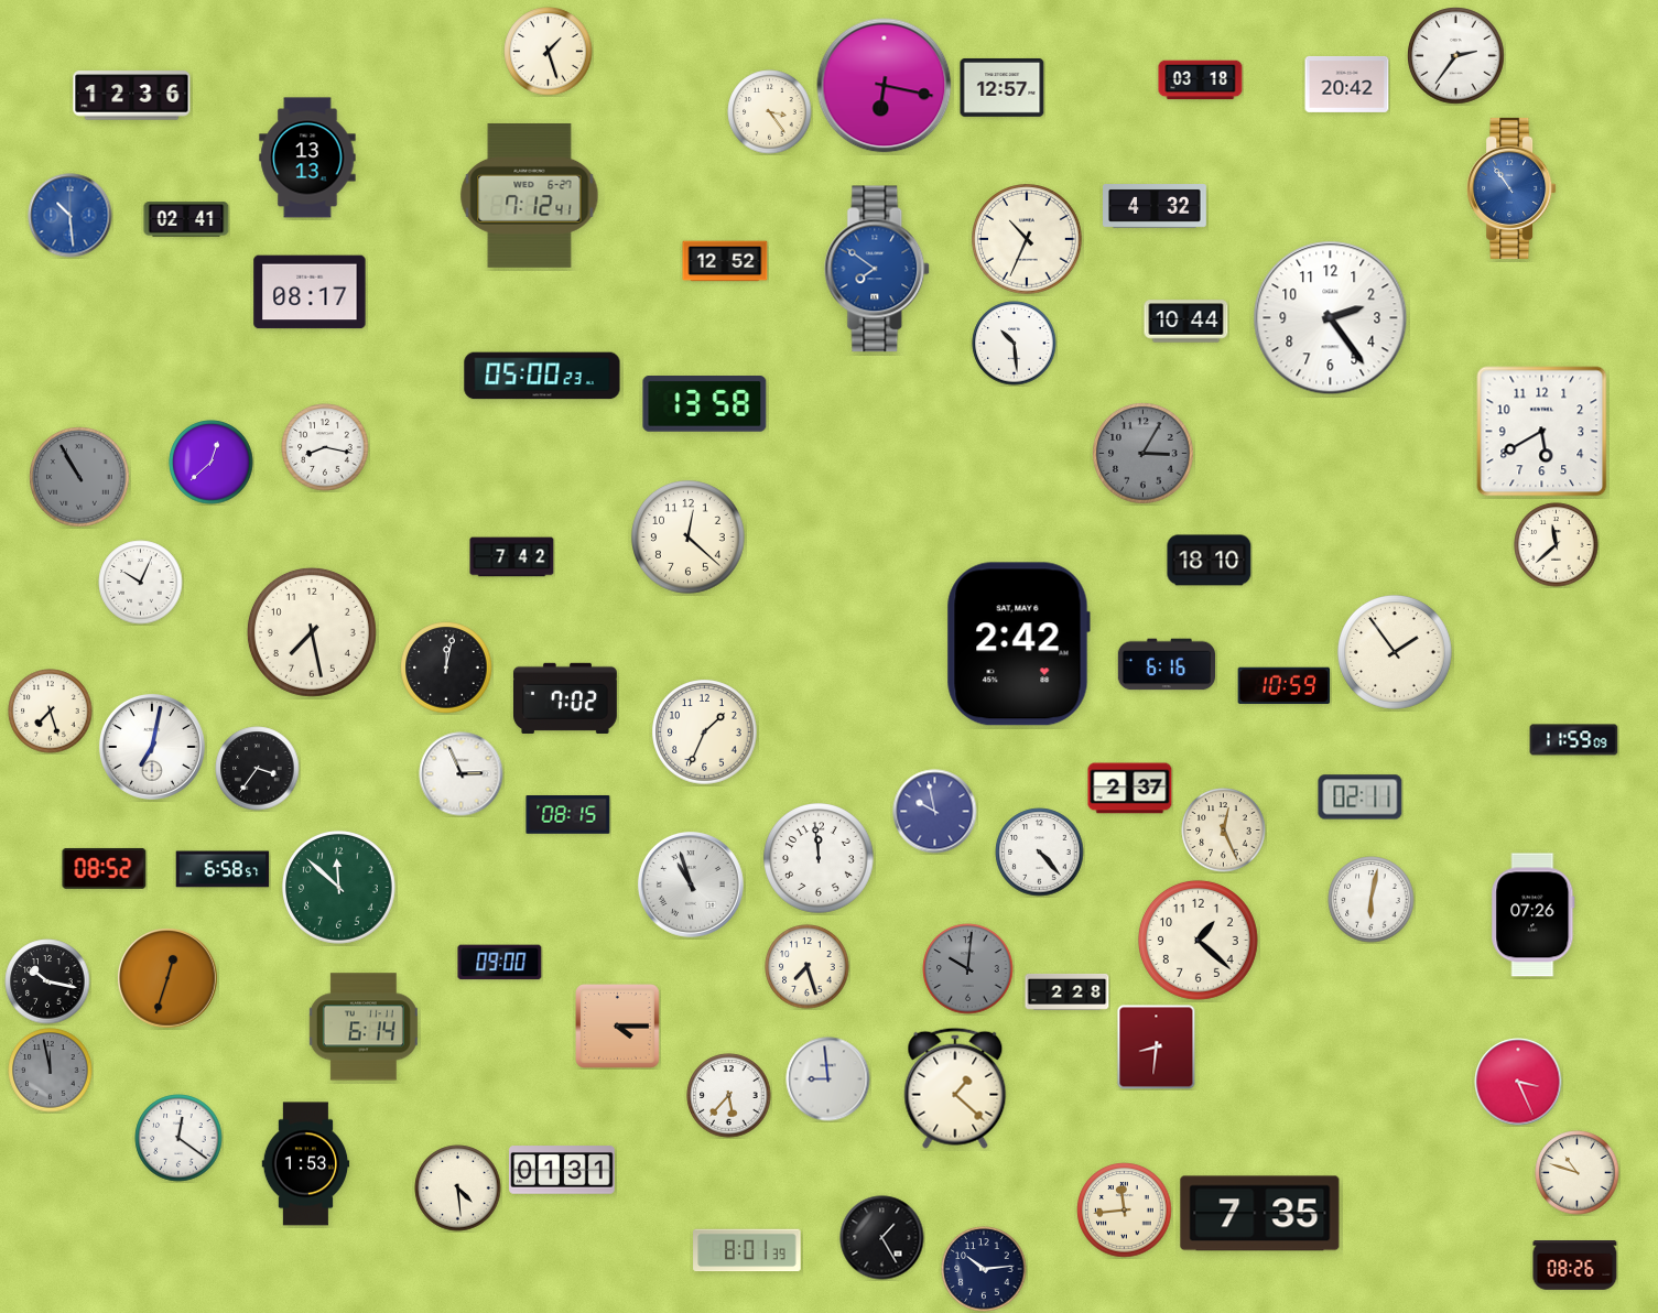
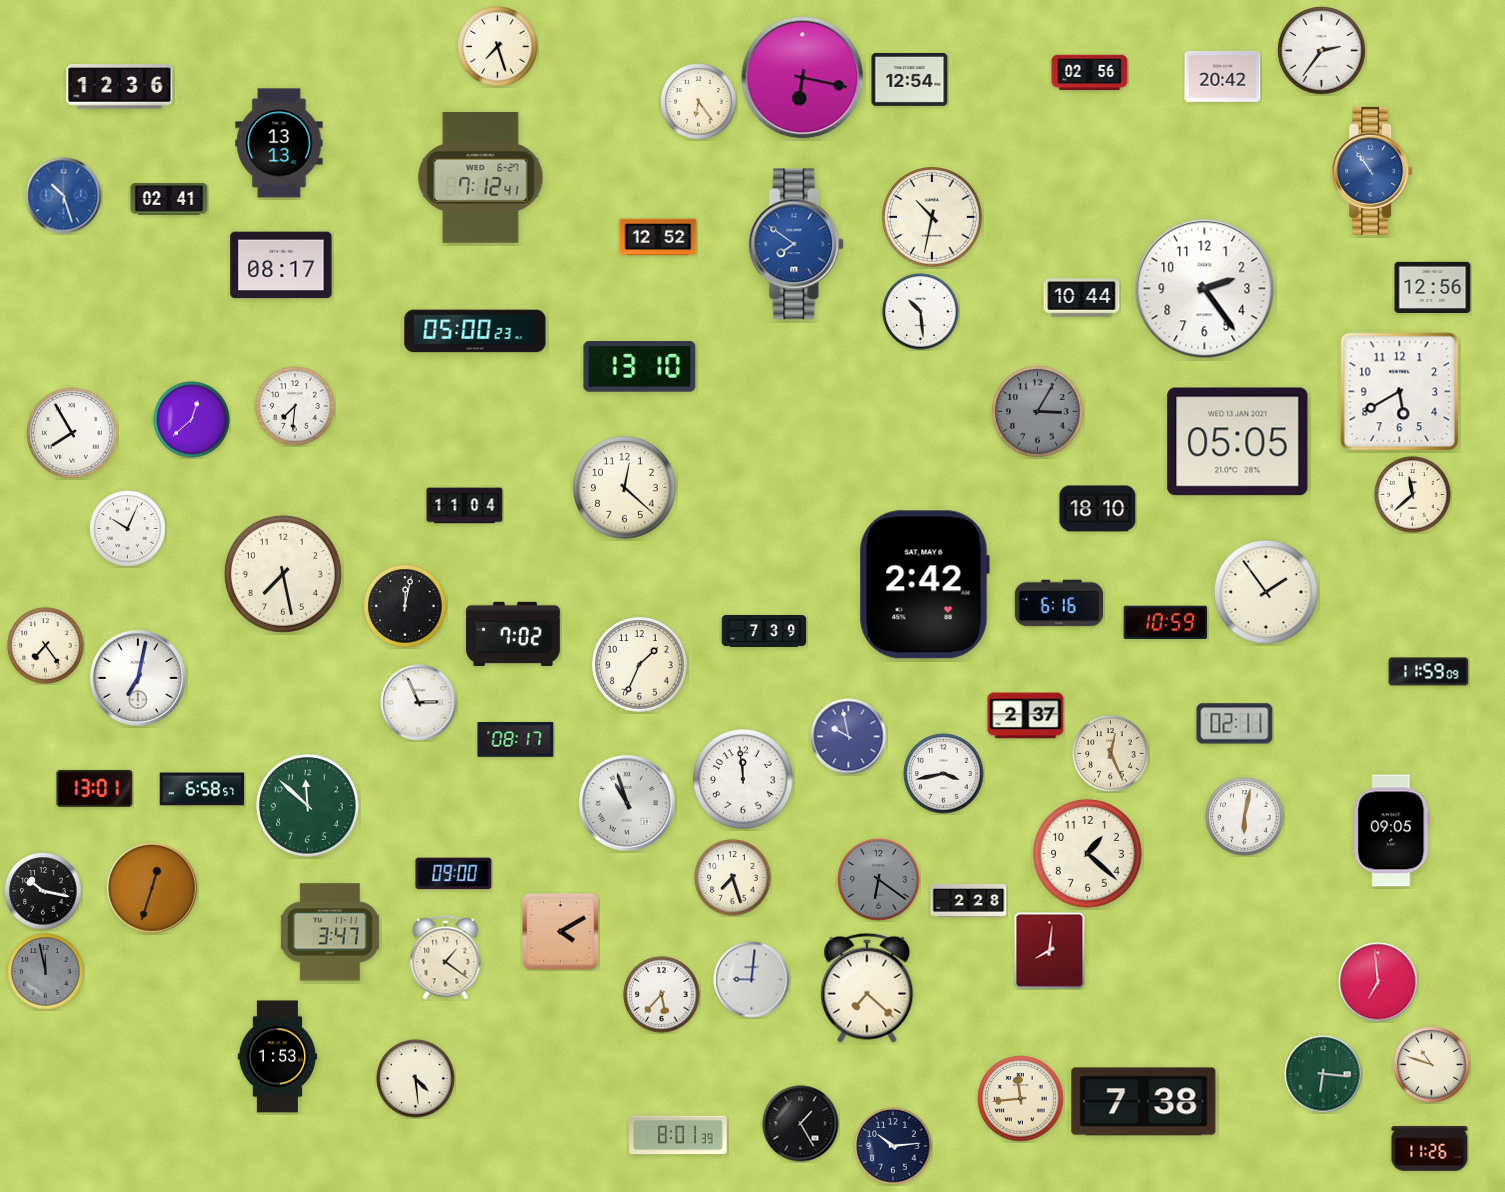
clock at (549, 52): 1:27 -> 7:27
clock at (1201, 80): 03:18 -> 02:56
clock at (1003, 87): 12:57 -> 12:54
clock at (770, 112): 3:24 -> 6:24
clock at (1156, 207): 4:32 -> none
clock at (71, 216): 10:29 -> 10:27
clock at (1027, 239): 10:34 -> 10:32
clock at (1433, 287): none -> 12:56
clock at (1331, 318) position: (1331, 318) -> (1205, 289)
clock at (1186, 322) position: (1186, 322) -> (1082, 298)
clock at (542, 376) position: (542, 376) -> (475, 331)
clock at (705, 404): 13:58 -> 13:10
clock at (325, 447): 8:17 -> 7:31
clock at (79, 477): 10:55 -> 7:55
clock at (79, 477) dial: grey -> white
clock at (1238, 442): none -> 05:05
clock at (512, 557): 7:42 -> 11:04
clock at (764, 631): none -> 7:39
clock at (51, 712): 7:27 -> 7:24
clock at (258, 769): 3:36 -> none
clock at (568, 815): 08:15 -> 08:17
clock at (1040, 853): 4:23 -> 3:43
clock at (105, 868): 08:52 -> 13:01
clock at (1534, 915): 07:26 -> 09:05
clock at (968, 969): 10:01 -> 6:21
clock at (364, 1027): 6:14 -> 3:47
clock at (618, 1027): 4:15 -> 4:10
clock at (1157, 1048): 8:31 -> 8:01
clock at (446, 958): none -> 1:21
clock at (828, 1079): 8:59 -> 9:01
clock at (1518, 1082): 3:26 -> 6:59
clock at (955, 1088): 1:22 -> 7:22
clock at (178, 1138): 12:21 -> none
clock at (562, 1170): 01:31 -> none
clock at (1323, 1074): none -> 6:16
clock at (1260, 1214): 7:35 -> 7:38
clock at (1575, 1266): 08:26 -> 11:26
clock at (984, 1269) position: (984, 1269) -> (893, 1146)
